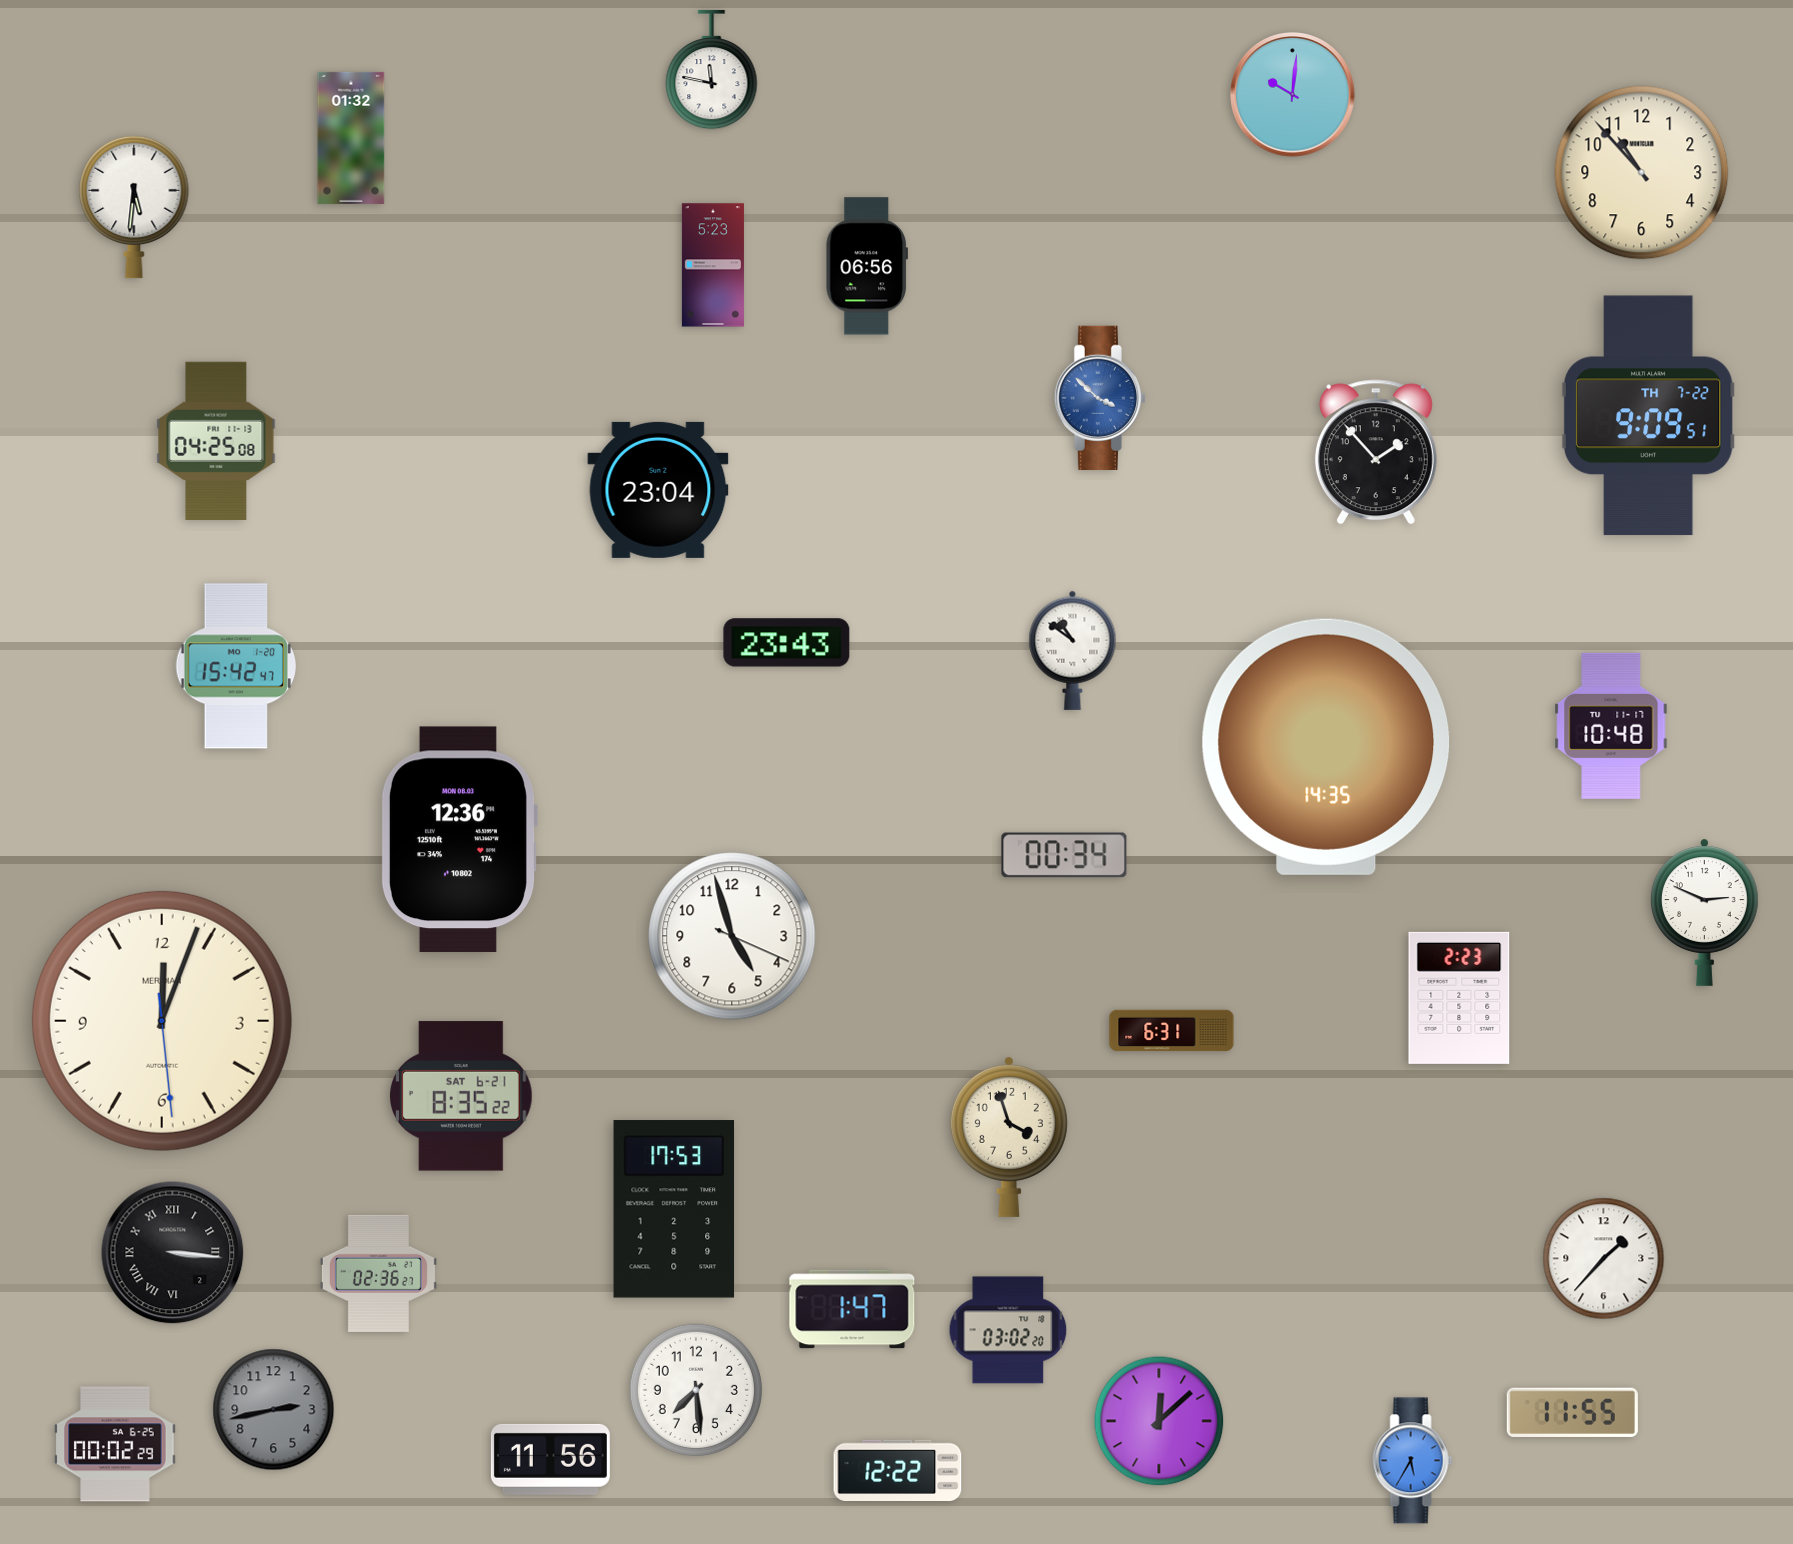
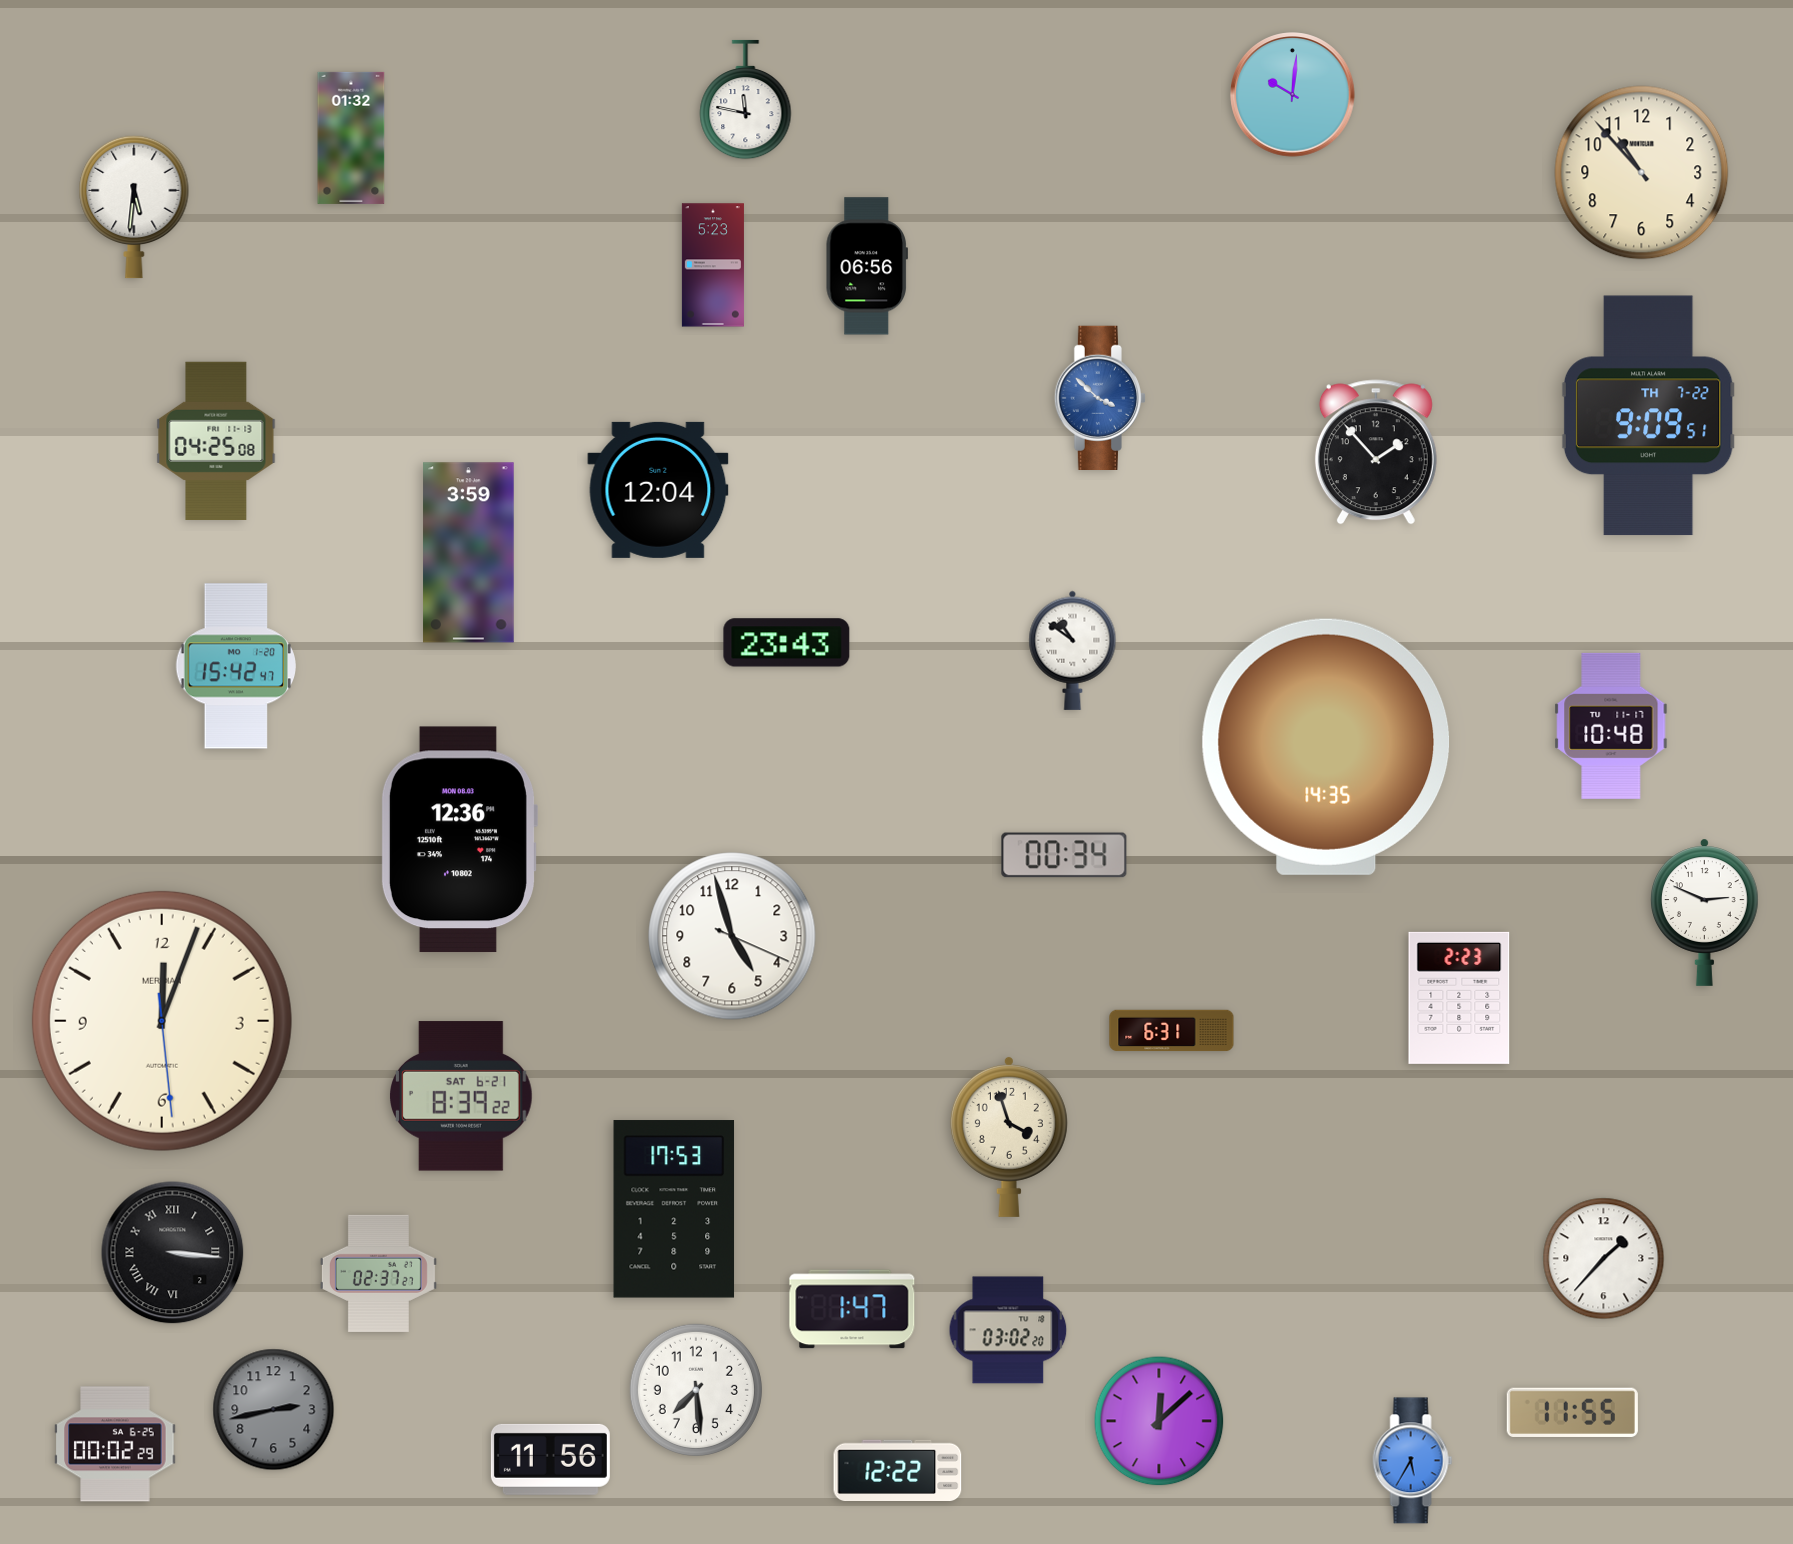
clock at (712, 70) position: (712, 70) -> (746, 100)
clock at (658, 490): 23:04 -> 12:04
clock at (469, 553): none -> 3:59
clock at (462, 1096): 8:35 -> 8:39
clock at (378, 1273): 02:36 -> 02:37
